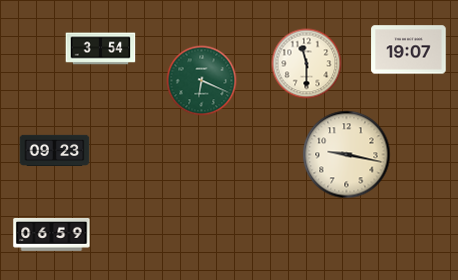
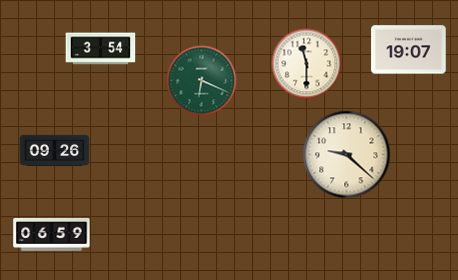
clock at (55, 150): 09:23 -> 09:26
clock at (347, 155): 9:17 -> 9:22
